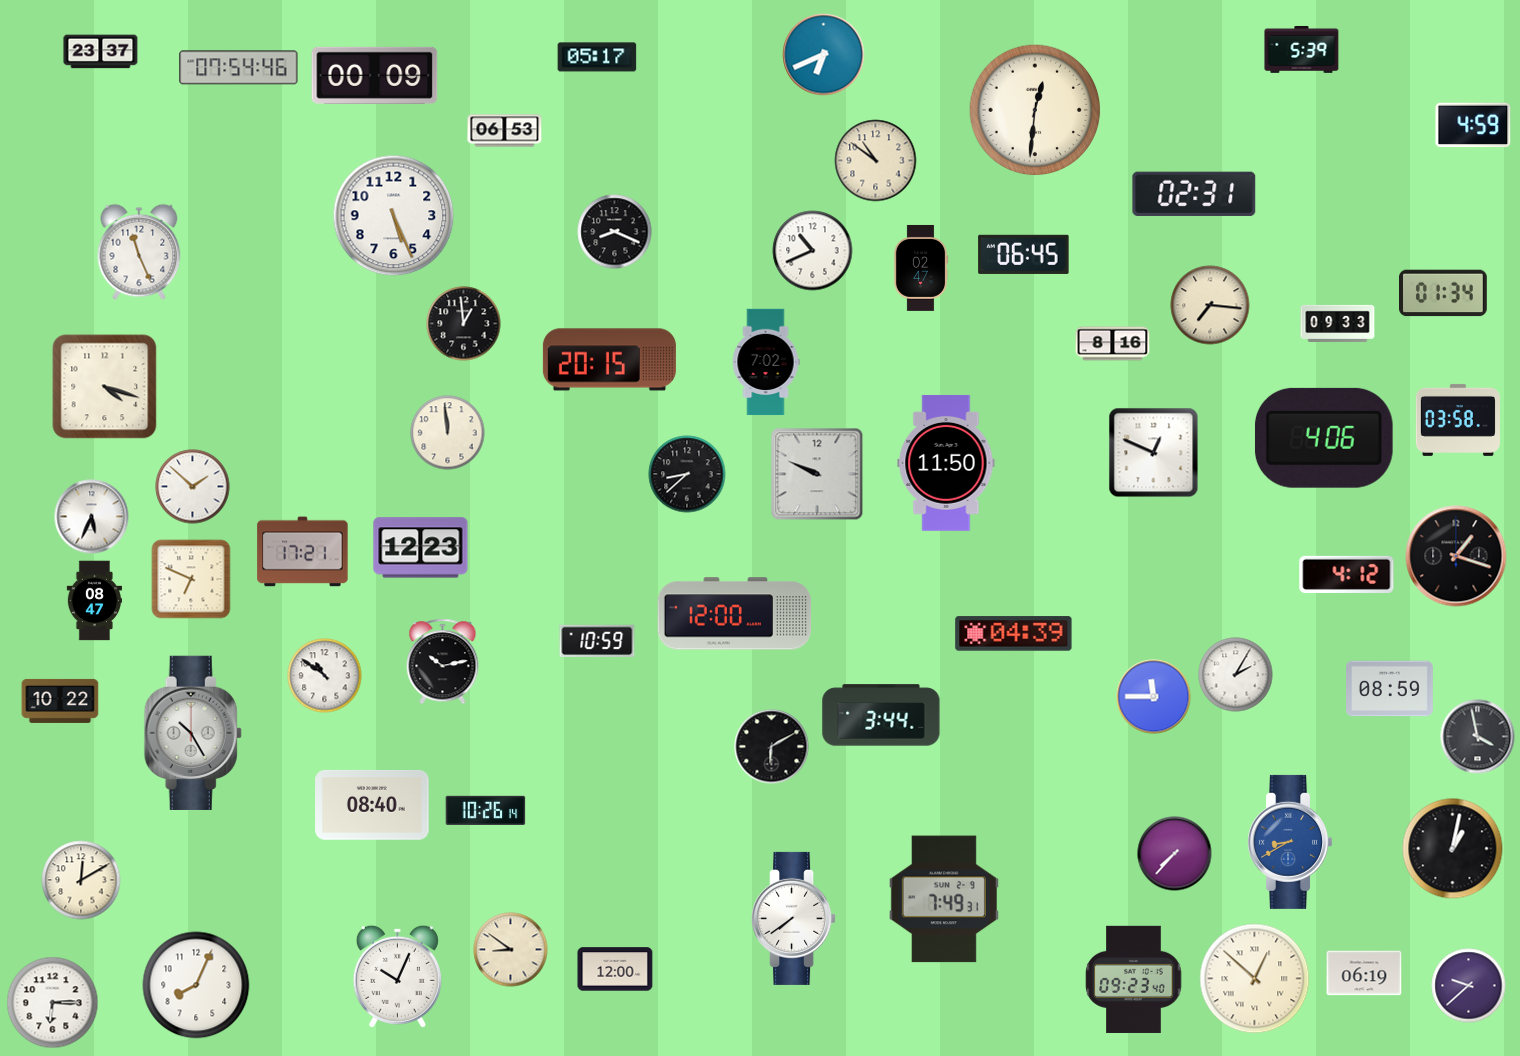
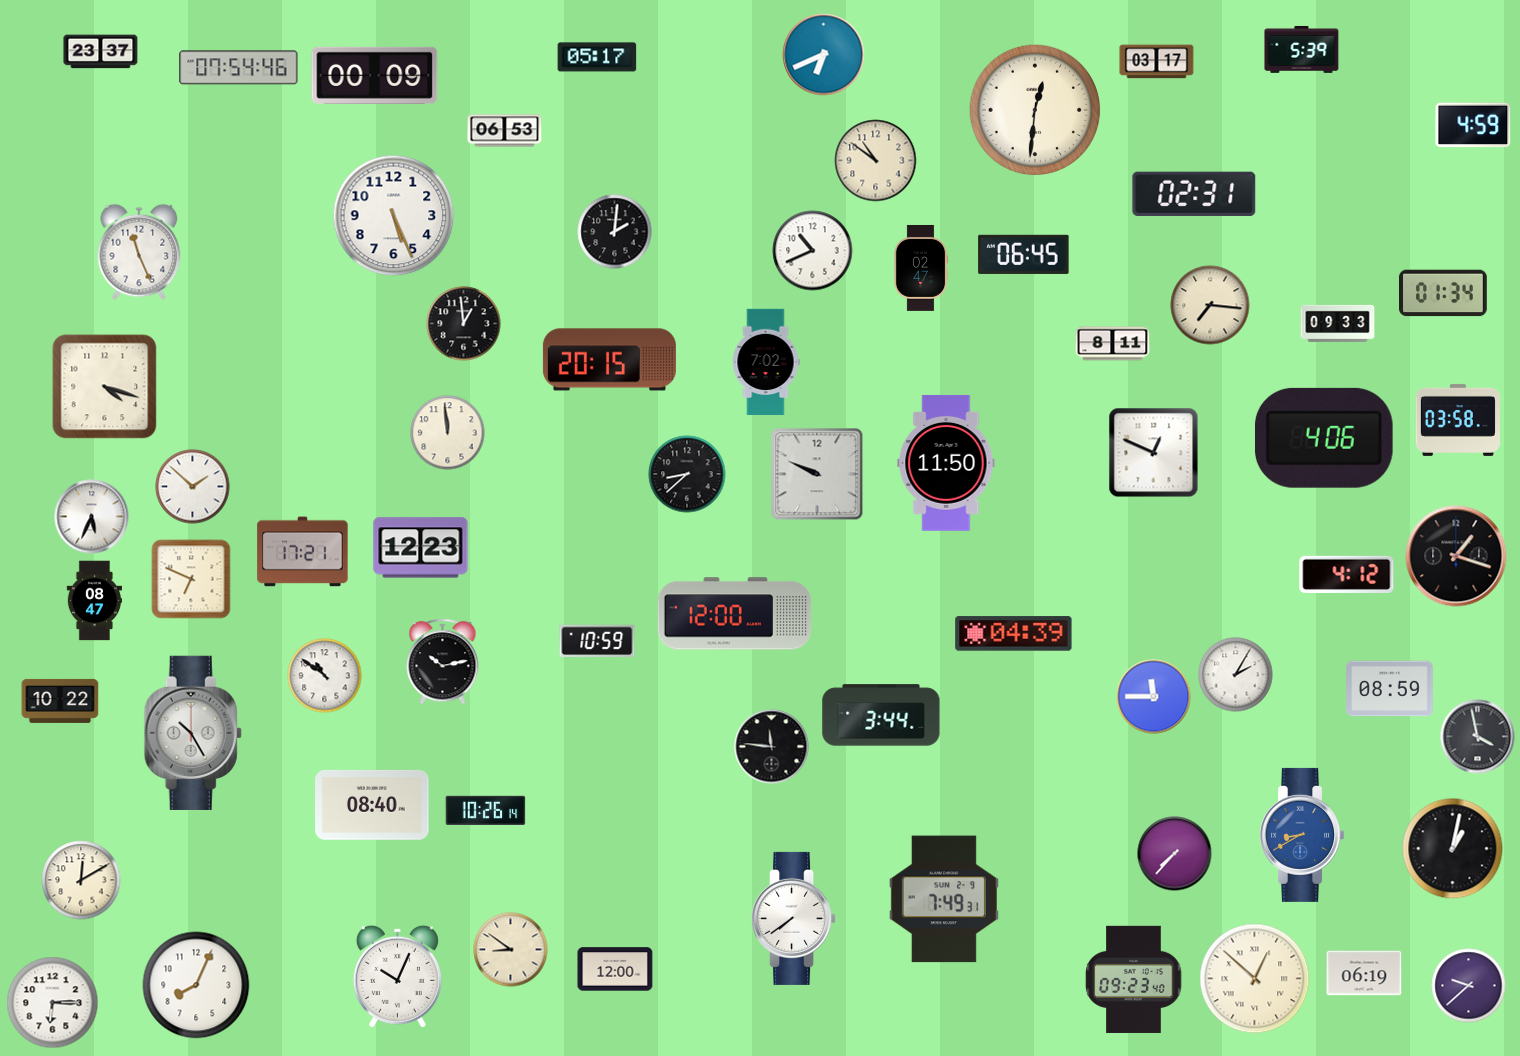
clock at (1157, 62): none -> 03:17
clock at (615, 232): 8:19 -> 2:01
clock at (1113, 344): 8:16 -> 8:11
clock at (772, 747): 6:10 -> 11:46
clock at (1290, 842) position: (1290, 842) -> (1302, 835)
